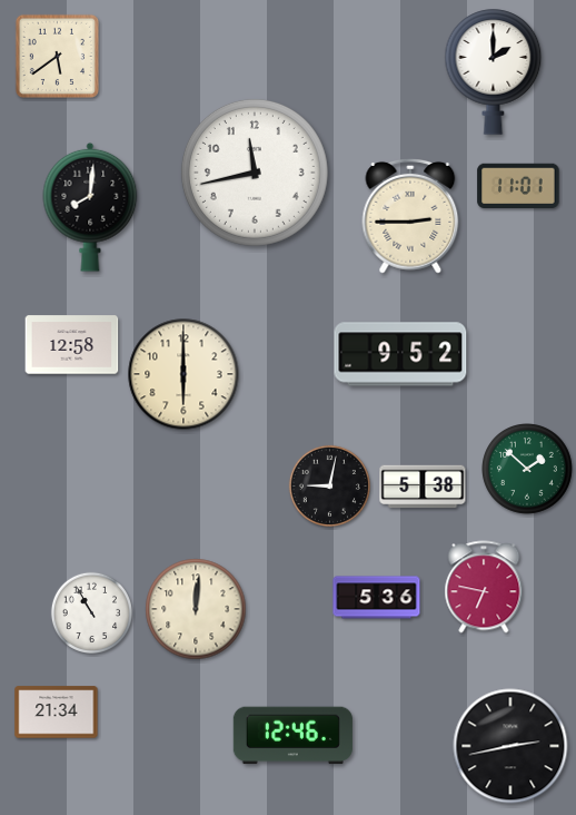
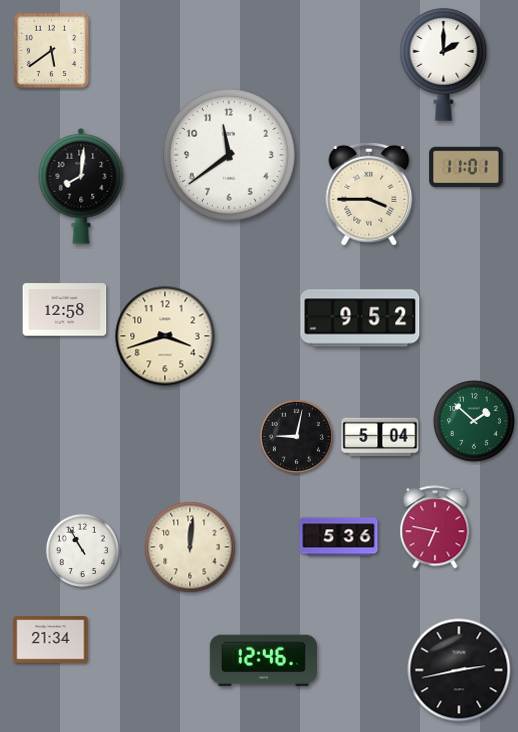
clock at (255, 173): 11:43 -> 11:39
clock at (410, 216): 2:45 -> 3:45
clock at (183, 374): 6:00 -> 3:42
clock at (423, 487): 5:38 -> 5:04
clock at (196, 609) position: (196, 609) -> (190, 547)
